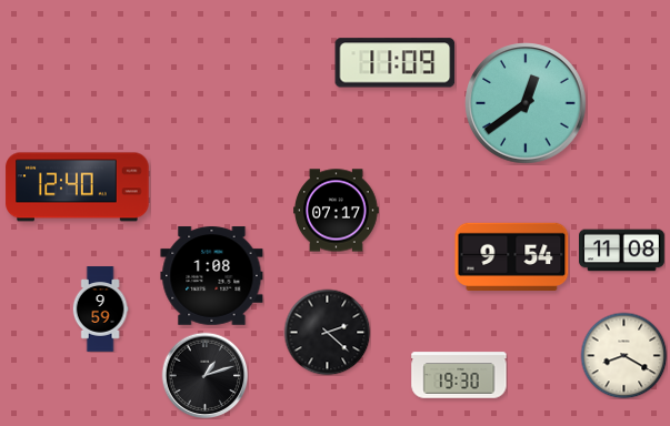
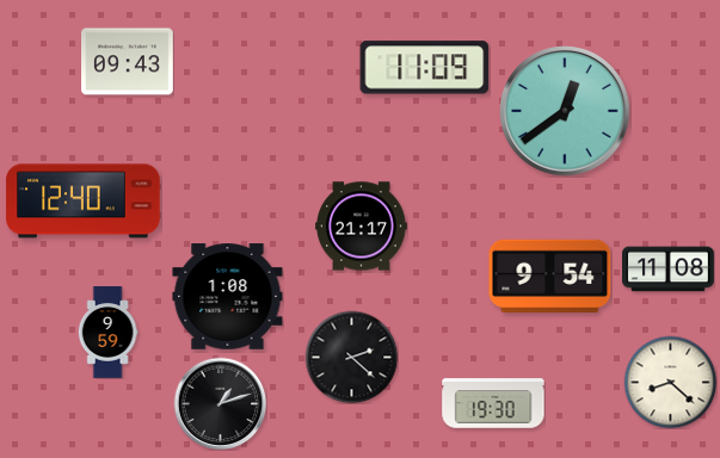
clock at (128, 62): none -> 09:43
clock at (337, 211): 07:17 -> 21:17
clock at (623, 355): 8:20 -> 8:22
